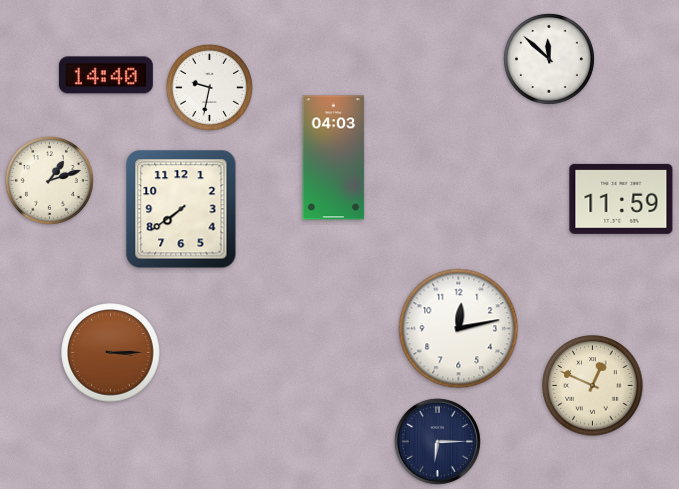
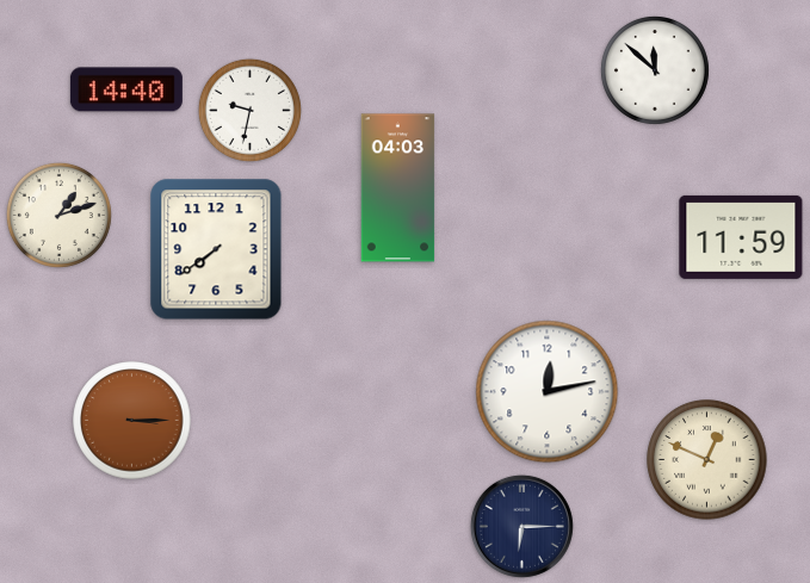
clock at (209, 87) position: (209, 87) -> (249, 110)
